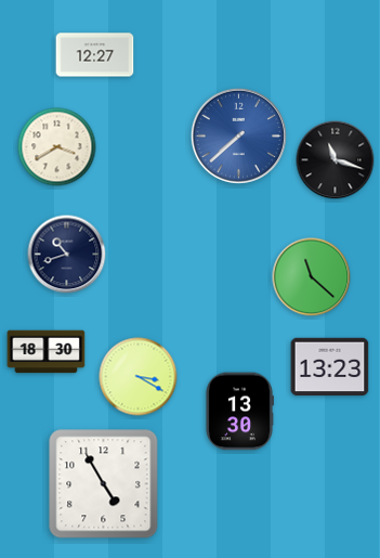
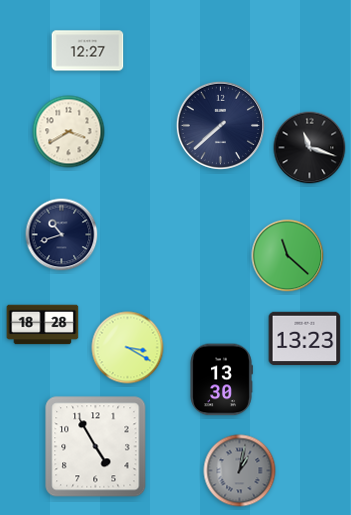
clock at (238, 135) dial: blue -> navy
clock at (57, 147) position: (57, 147) -> (69, 132)
clock at (47, 352): 18:30 -> 18:28
clock at (240, 471): none -> 1:02
